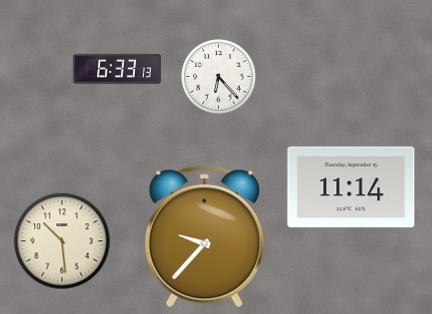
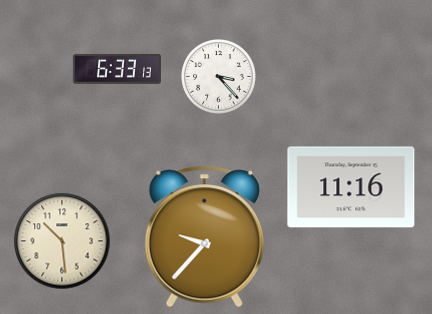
clock at (219, 77): 6:23 -> 3:23
clock at (351, 187): 11:14 -> 11:16
